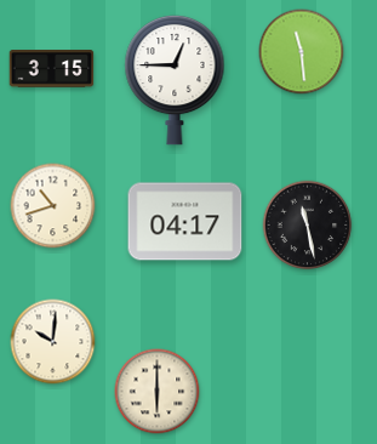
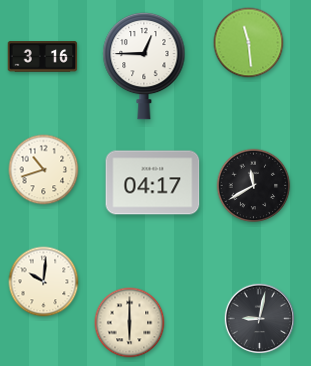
clock at (52, 69): 3:15 -> 3:16
clock at (308, 226): 11:28 -> 11:40
clock at (260, 319): none -> 9:02
